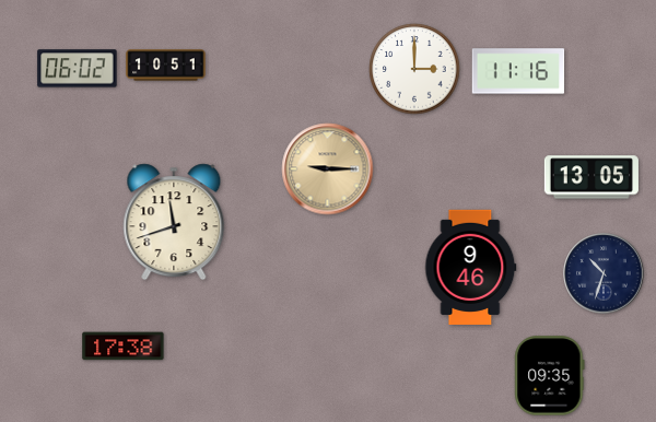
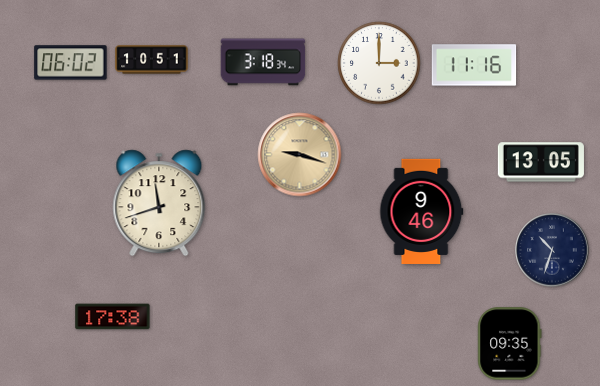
clock at (263, 62): none -> 3:18
clock at (328, 169): 9:15 -> 9:18
clock at (471, 267) position: (471, 267) -> (422, 211)
clock at (550, 376) position: (550, 376) -> (510, 344)
